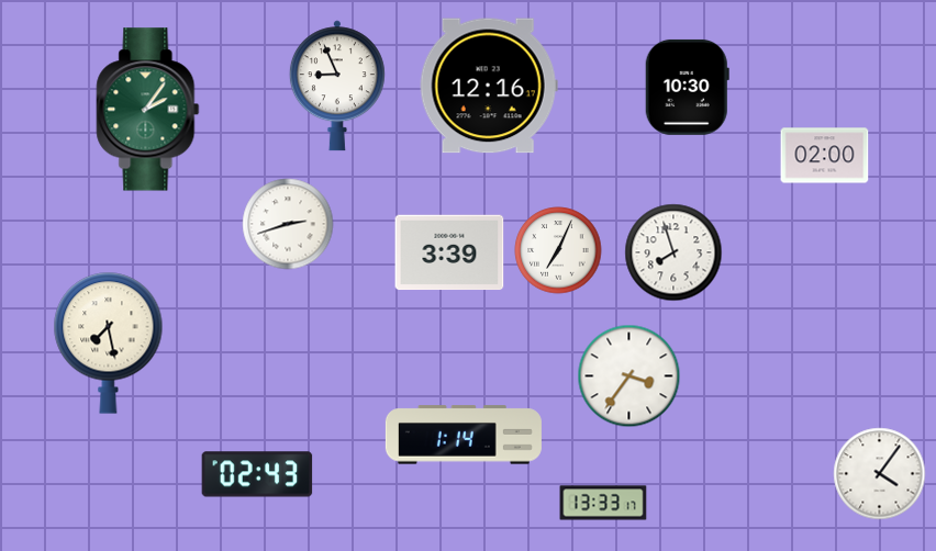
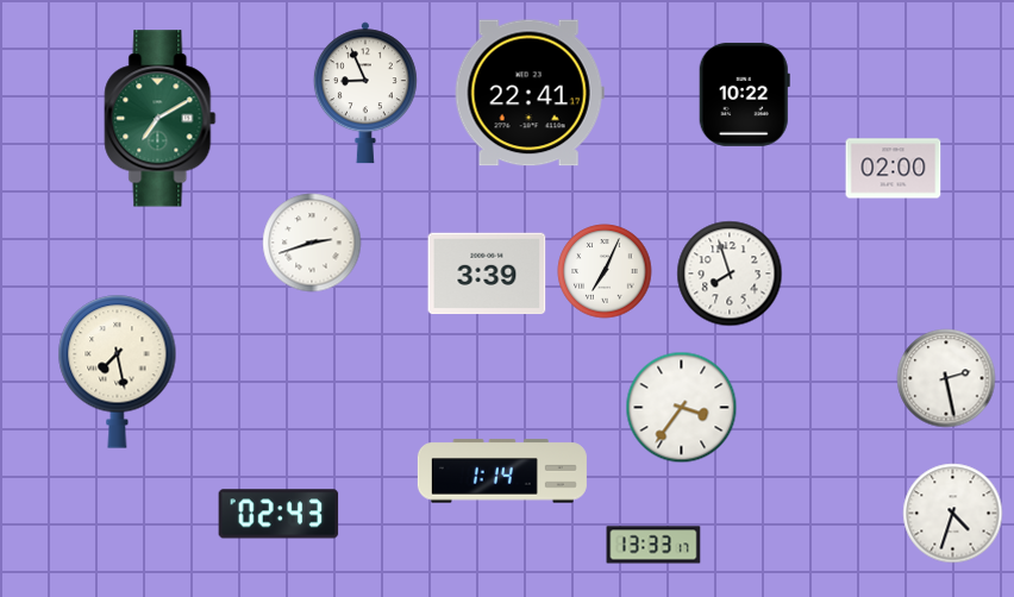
clock at (489, 86): 12:16 -> 22:41
clock at (687, 87): 10:30 -> 10:22
clock at (148, 110): 2:06 -> 7:10
clock at (946, 378): none -> 2:28
clock at (880, 474): 4:06 -> 4:33
